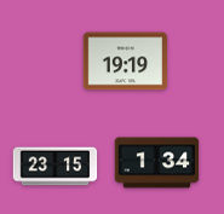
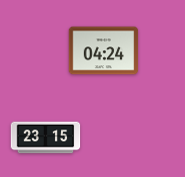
clock at (126, 62): 19:19 -> 04:24
clock at (157, 163): 1:34 -> none
